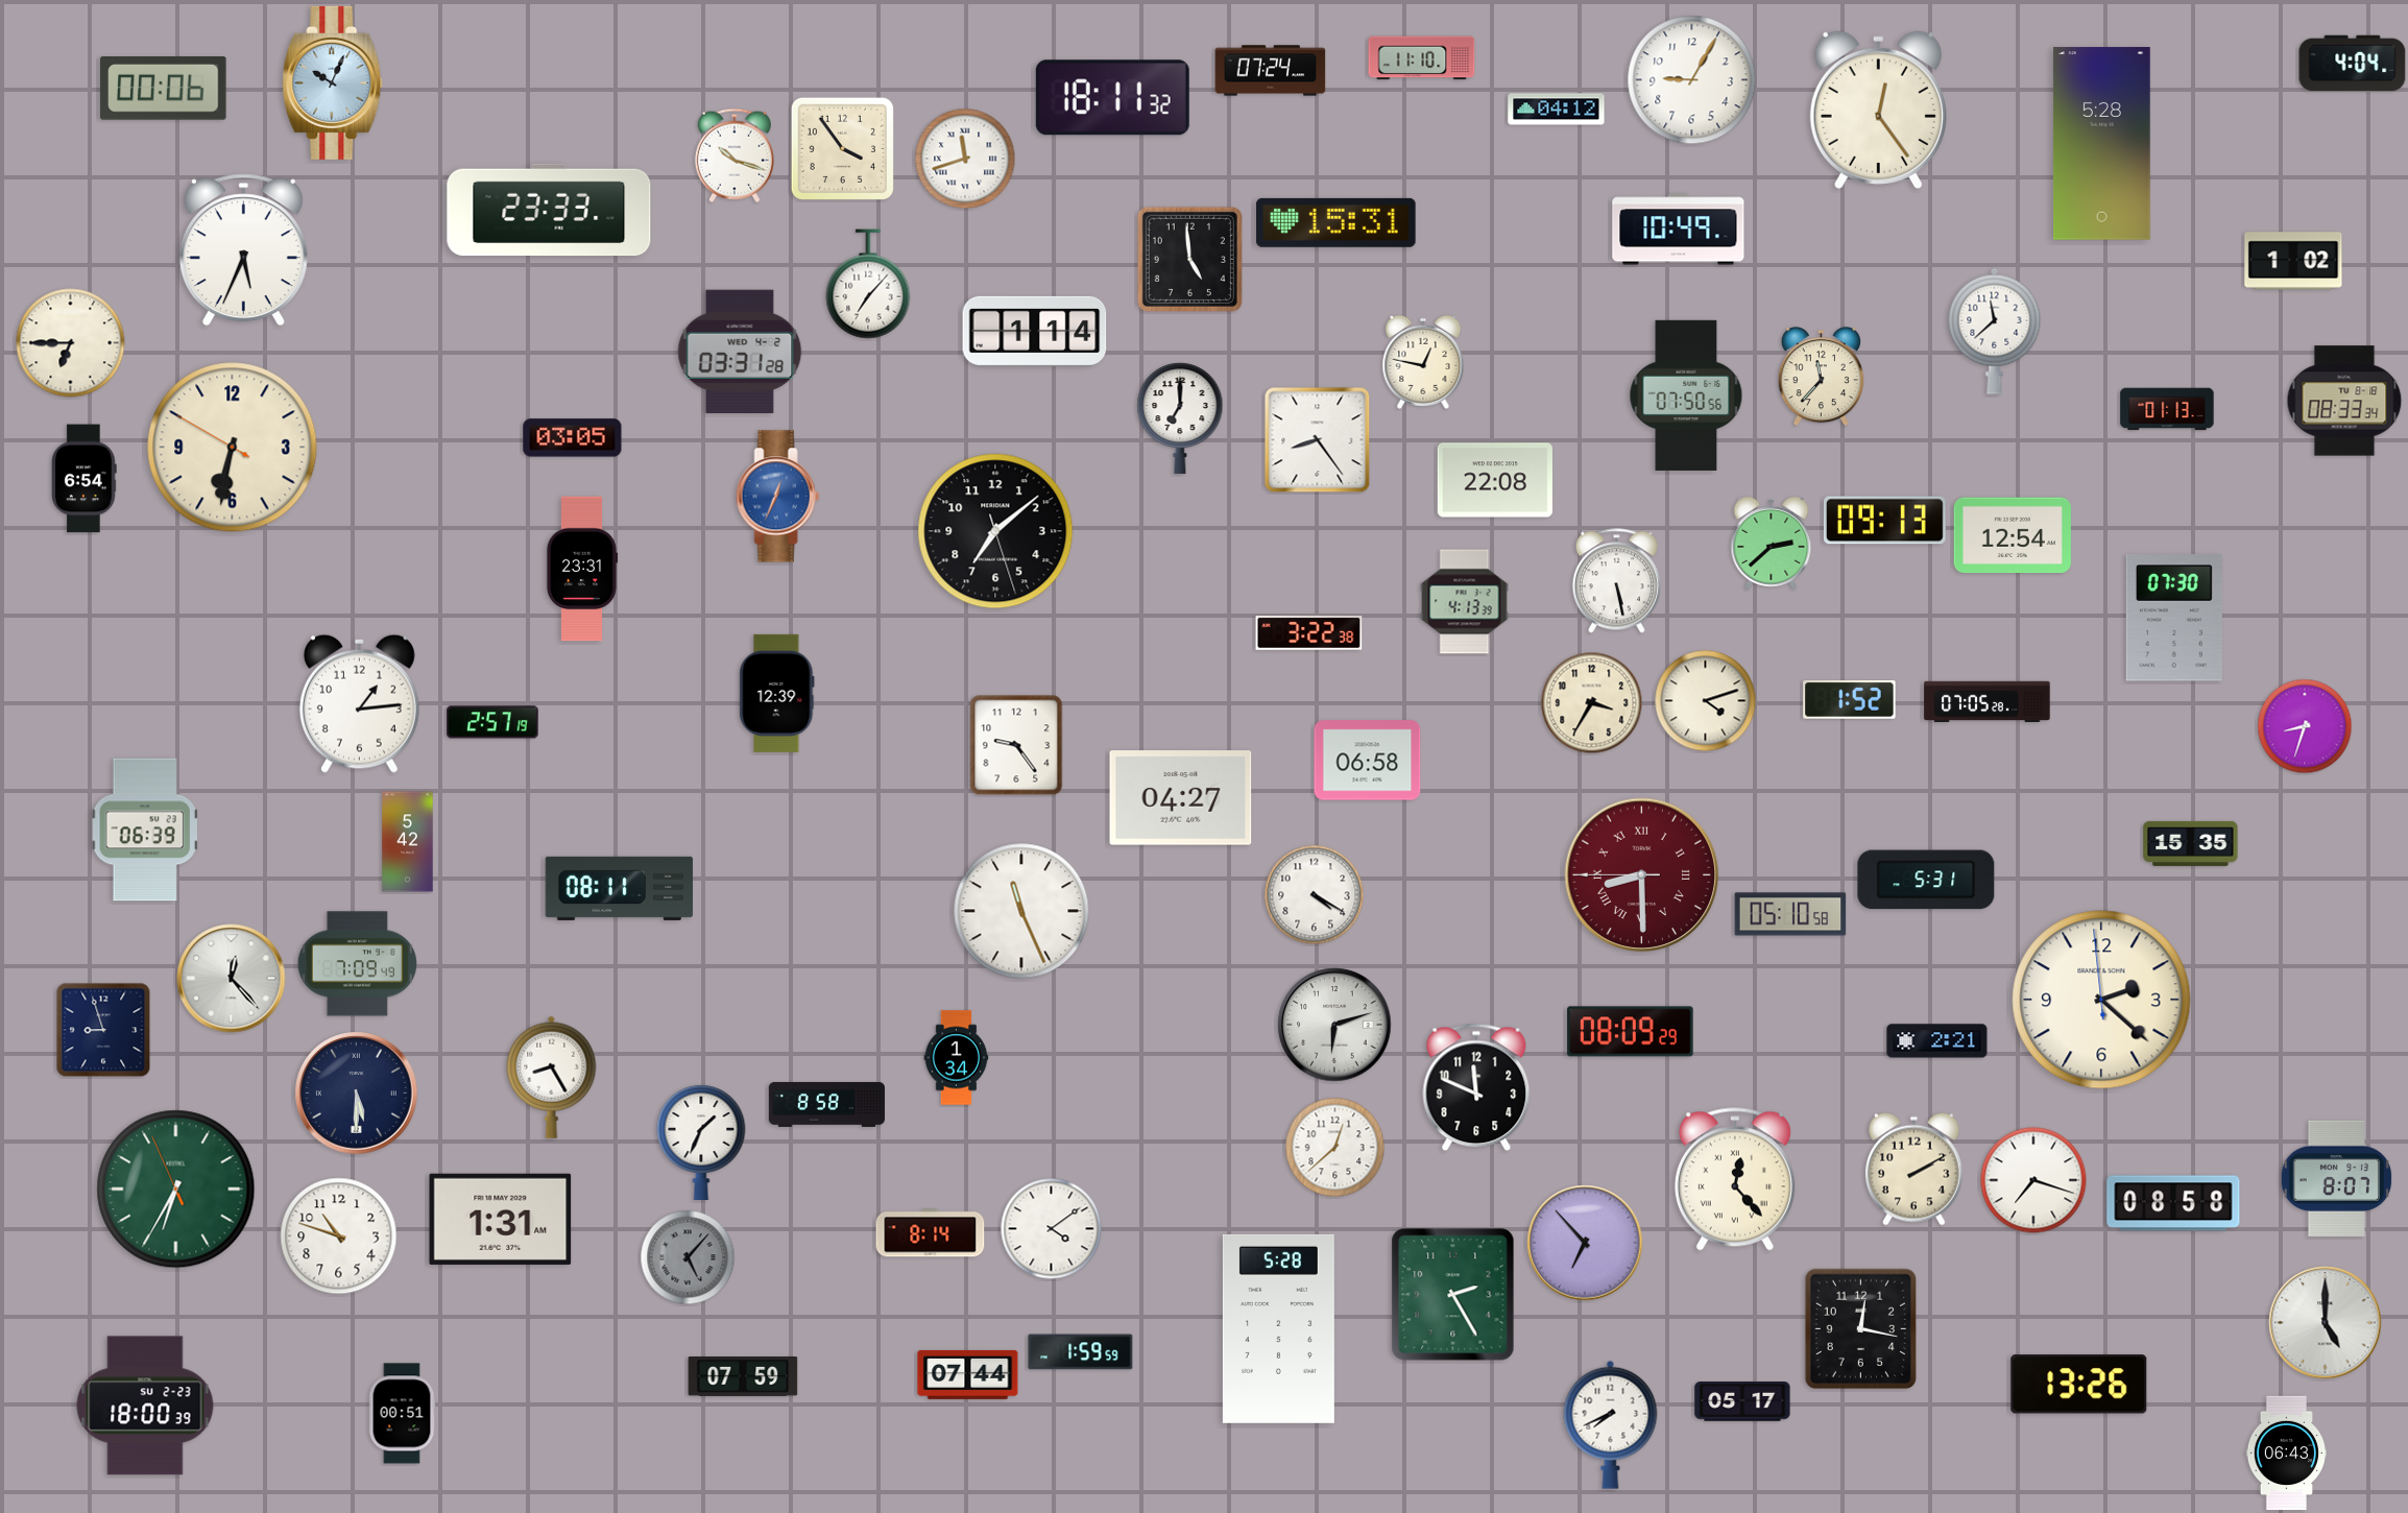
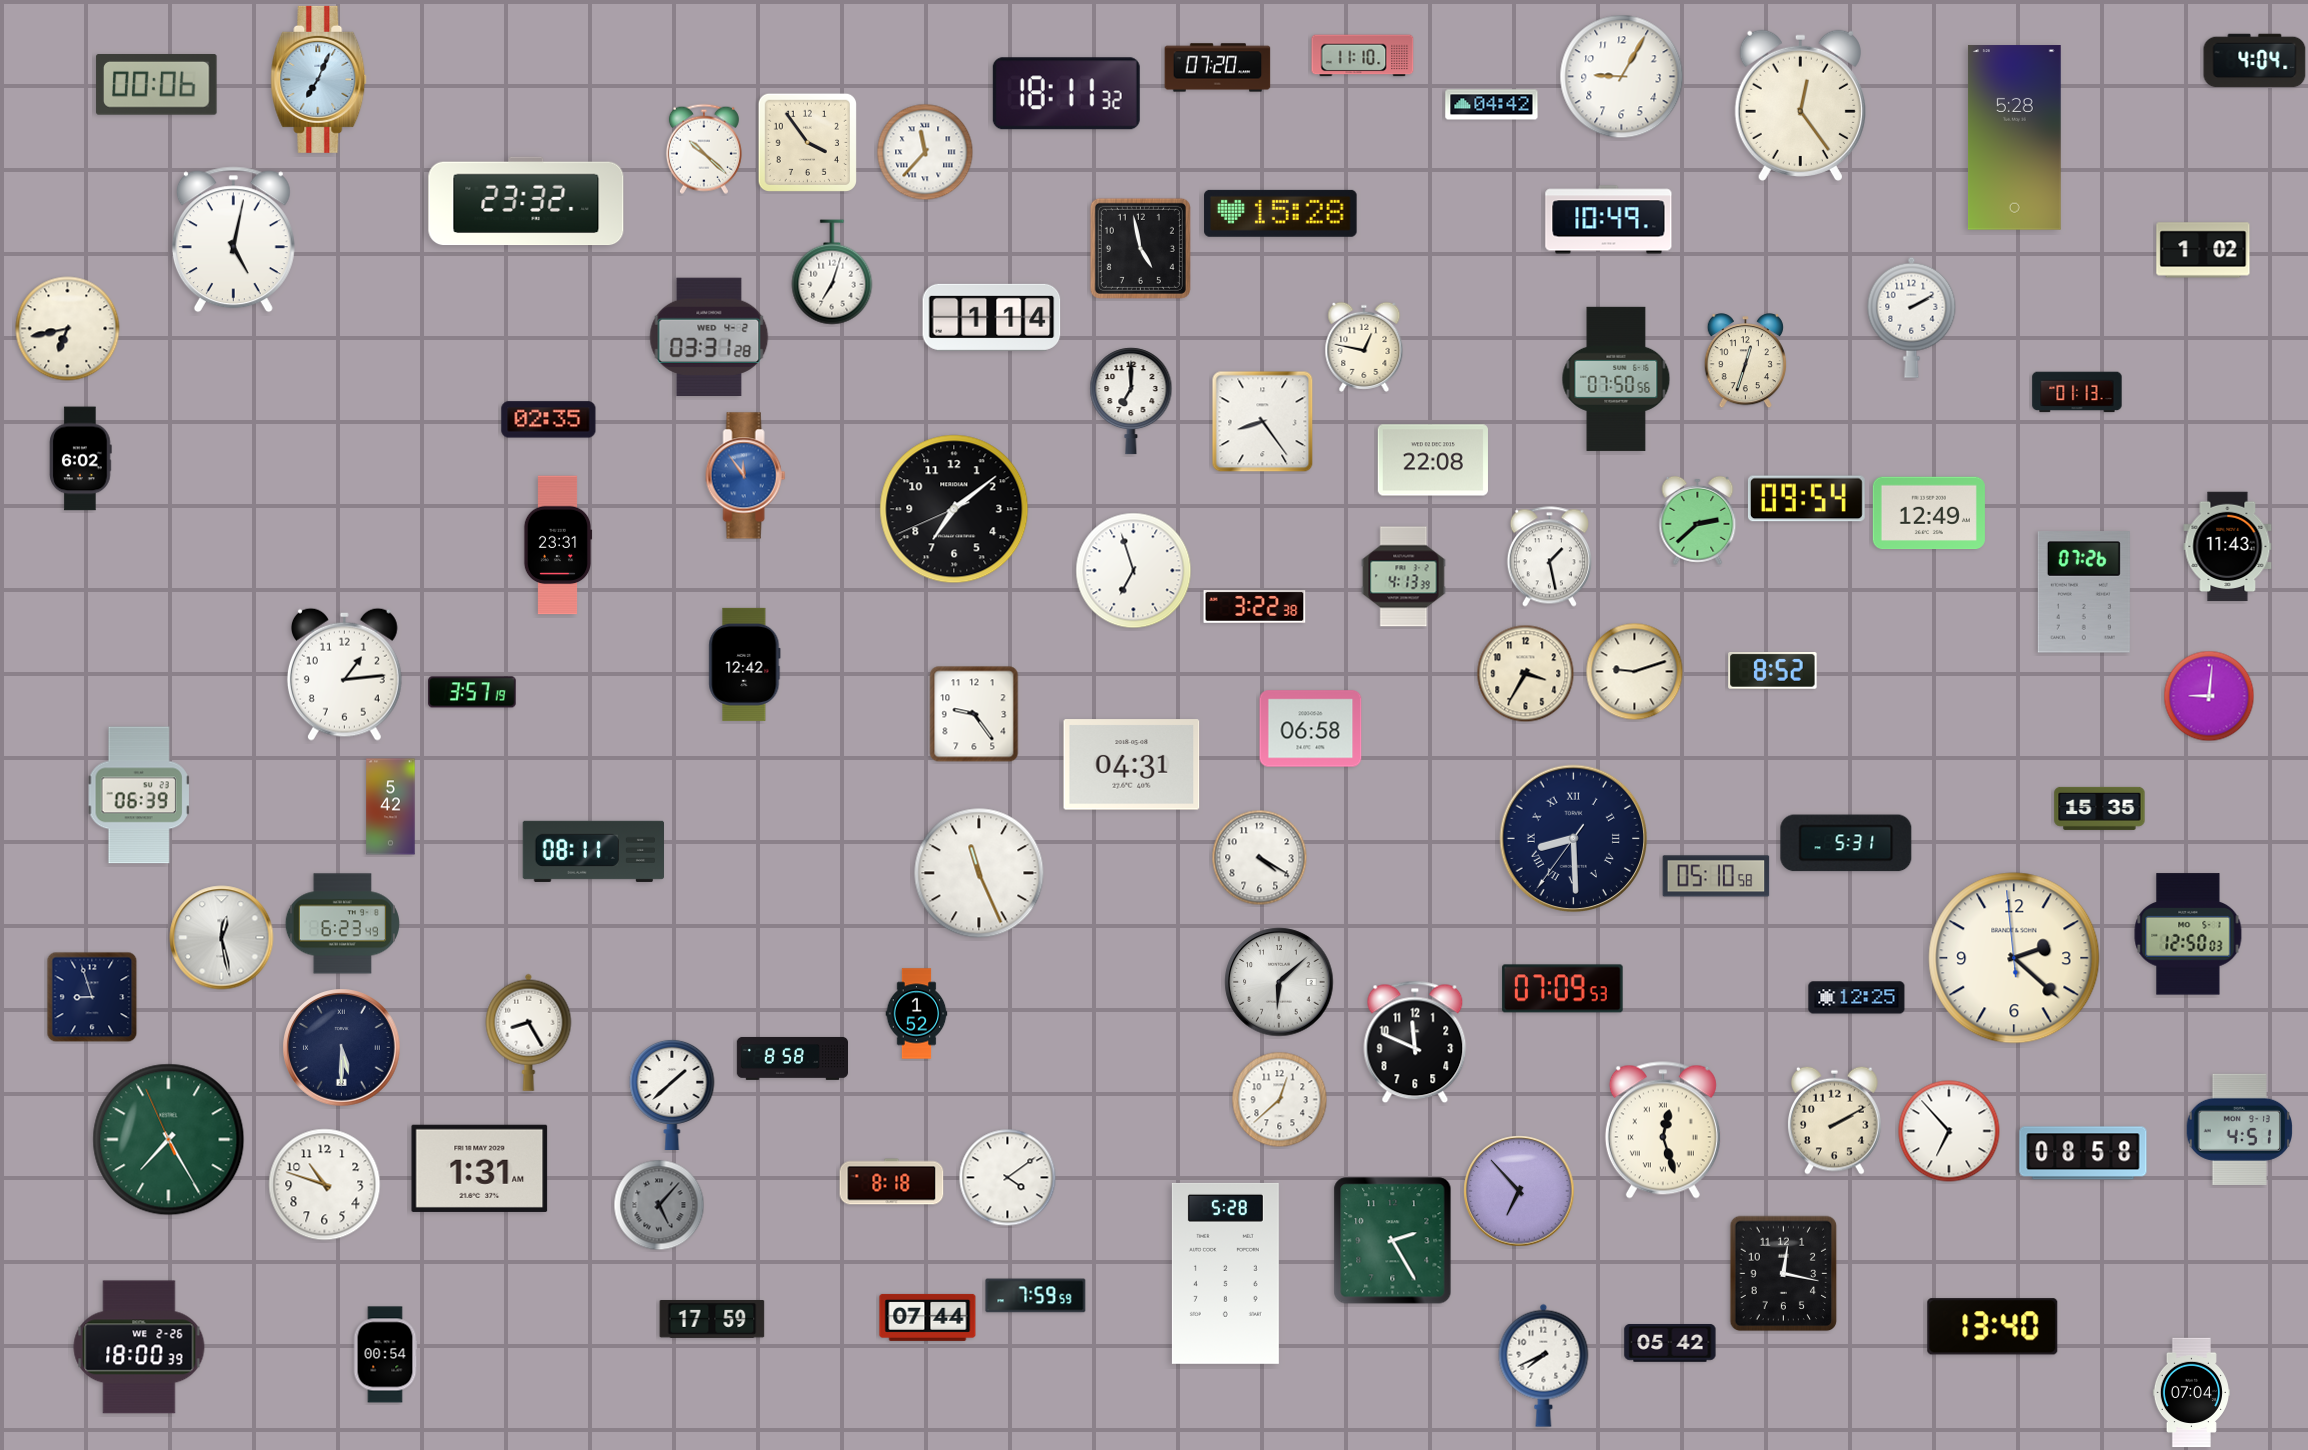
clock at (1271, 71): 07:24 -> 07:20
clock at (333, 82): 10:04 -> 7:04
clock at (1557, 110): 04:12 -> 04:42
clock at (735, 155): 10:18 -> 10:22
clock at (965, 159): 11:42 -> 11:37
clock at (549, 210): 23:33 -> 23:32
clock at (1337, 222): 15:31 -> 15:28
clock at (243, 250): 5:34 -> 5:02
clock at (1189, 259): 4:59 -> 4:58
clock at (2293, 261) position: (2293, 261) -> (2203, 250)
clock at (868, 284): 7:07 -> 7:03
clock at (1995, 331): 11:38 -> 2:10
clock at (71, 343): 6:45 -> 6:43
clock at (1821, 377): 11:37 -> 12:33
clock at (2344, 401): 08:33 -> none
clock at (573, 438): 03:05 -> 02:35
clock at (233, 448): 6:31 -> none
clock at (85, 479): 6:54 -> 6:02
clock at (778, 497): 12:34 -> 11:54
clock at (1884, 521): 09:13 -> 09:54
clock at (995, 531): 7:08:27 -> 7:08:41
clock at (2013, 535): 12:54 -> 12:49
clock at (2228, 547): none -> 11:43
clock at (1616, 581): 5:28 -> 1:28
clock at (1134, 571): none -> 6:57
clock at (2174, 618): 07:30 -> 07:26
clock at (777, 693): 12:39 -> 12:42
clock at (1850, 700): 1:52 -> 8:52
clock at (1706, 701): 4:12 -> 9:12
clock at (1988, 701): 07:05 -> none
clock at (492, 722): 2:57 -> 3:57
clock at (2305, 726): 8:33 -> 9:01
clock at (1181, 798): 04:27 -> 04:31
clock at (1642, 875): 8:29:45 -> 8:29:36
clock at (1642, 875) dial: burgundy -> navy
clock at (357, 964): 7:09 -> 6:23
clock at (2188, 934): none -> 12:50
clock at (232, 979): 12:23 -> 12:28
clock at (1334, 1025): 6:12 -> 6:08
clock at (103, 1030) position: (103, 1030) -> (92, 997)
clock at (1631, 1032): 08:09 -> 07:09
clock at (1937, 1041): 2:21 -> 12:25
clock at (957, 1058): 1:34 -> 1:52
clock at (701, 1142): 1:34 -> 1:38
clock at (2337, 1178): 8:07 -> 4:51
clock at (1735, 1179): 12:23 -> 12:27
clock at (2033, 1180): 7:18 -> 6:53
clock at (176, 1190): 6:34 -> 7:24
clock at (931, 1233): 8:14 -> 8:18
clock at (2326, 1323): 5:00 -> none
clock at (1081, 1352): 1:59 -> 7:59
clock at (743, 1377): 07:59 -> 17:59
clock at (2079, 1385): 13:26 -> 13:40
clock at (1742, 1402): 05:17 -> 05:42
clock at (145, 1406) date: SU 2-23 -> WE 2-26
clock at (402, 1414): 00:51 -> 00:54
clock at (2286, 1454): 06:43 -> 07:04
